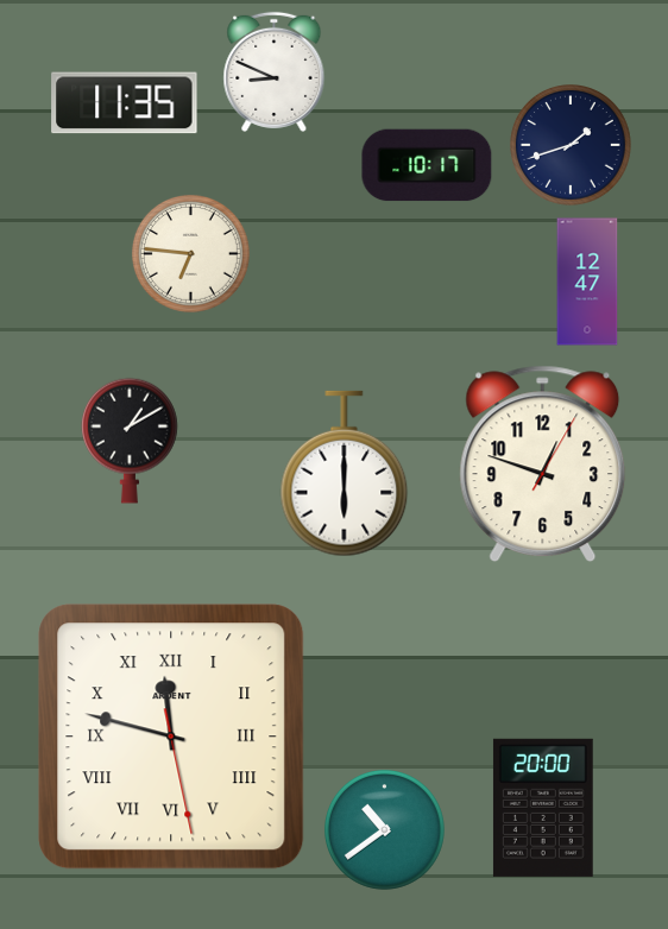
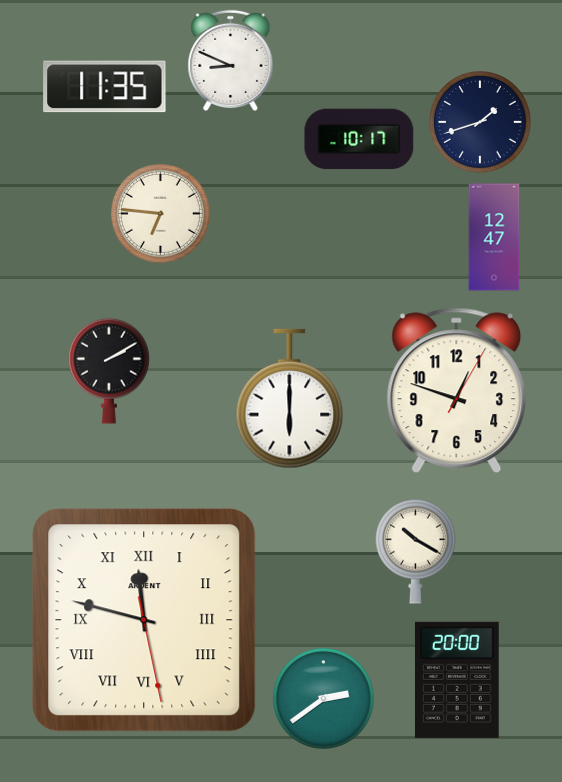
clock at (131, 441): 1:10 -> 2:10
clock at (416, 551): none -> 10:20
clock at (384, 829): 10:39 -> 2:39
